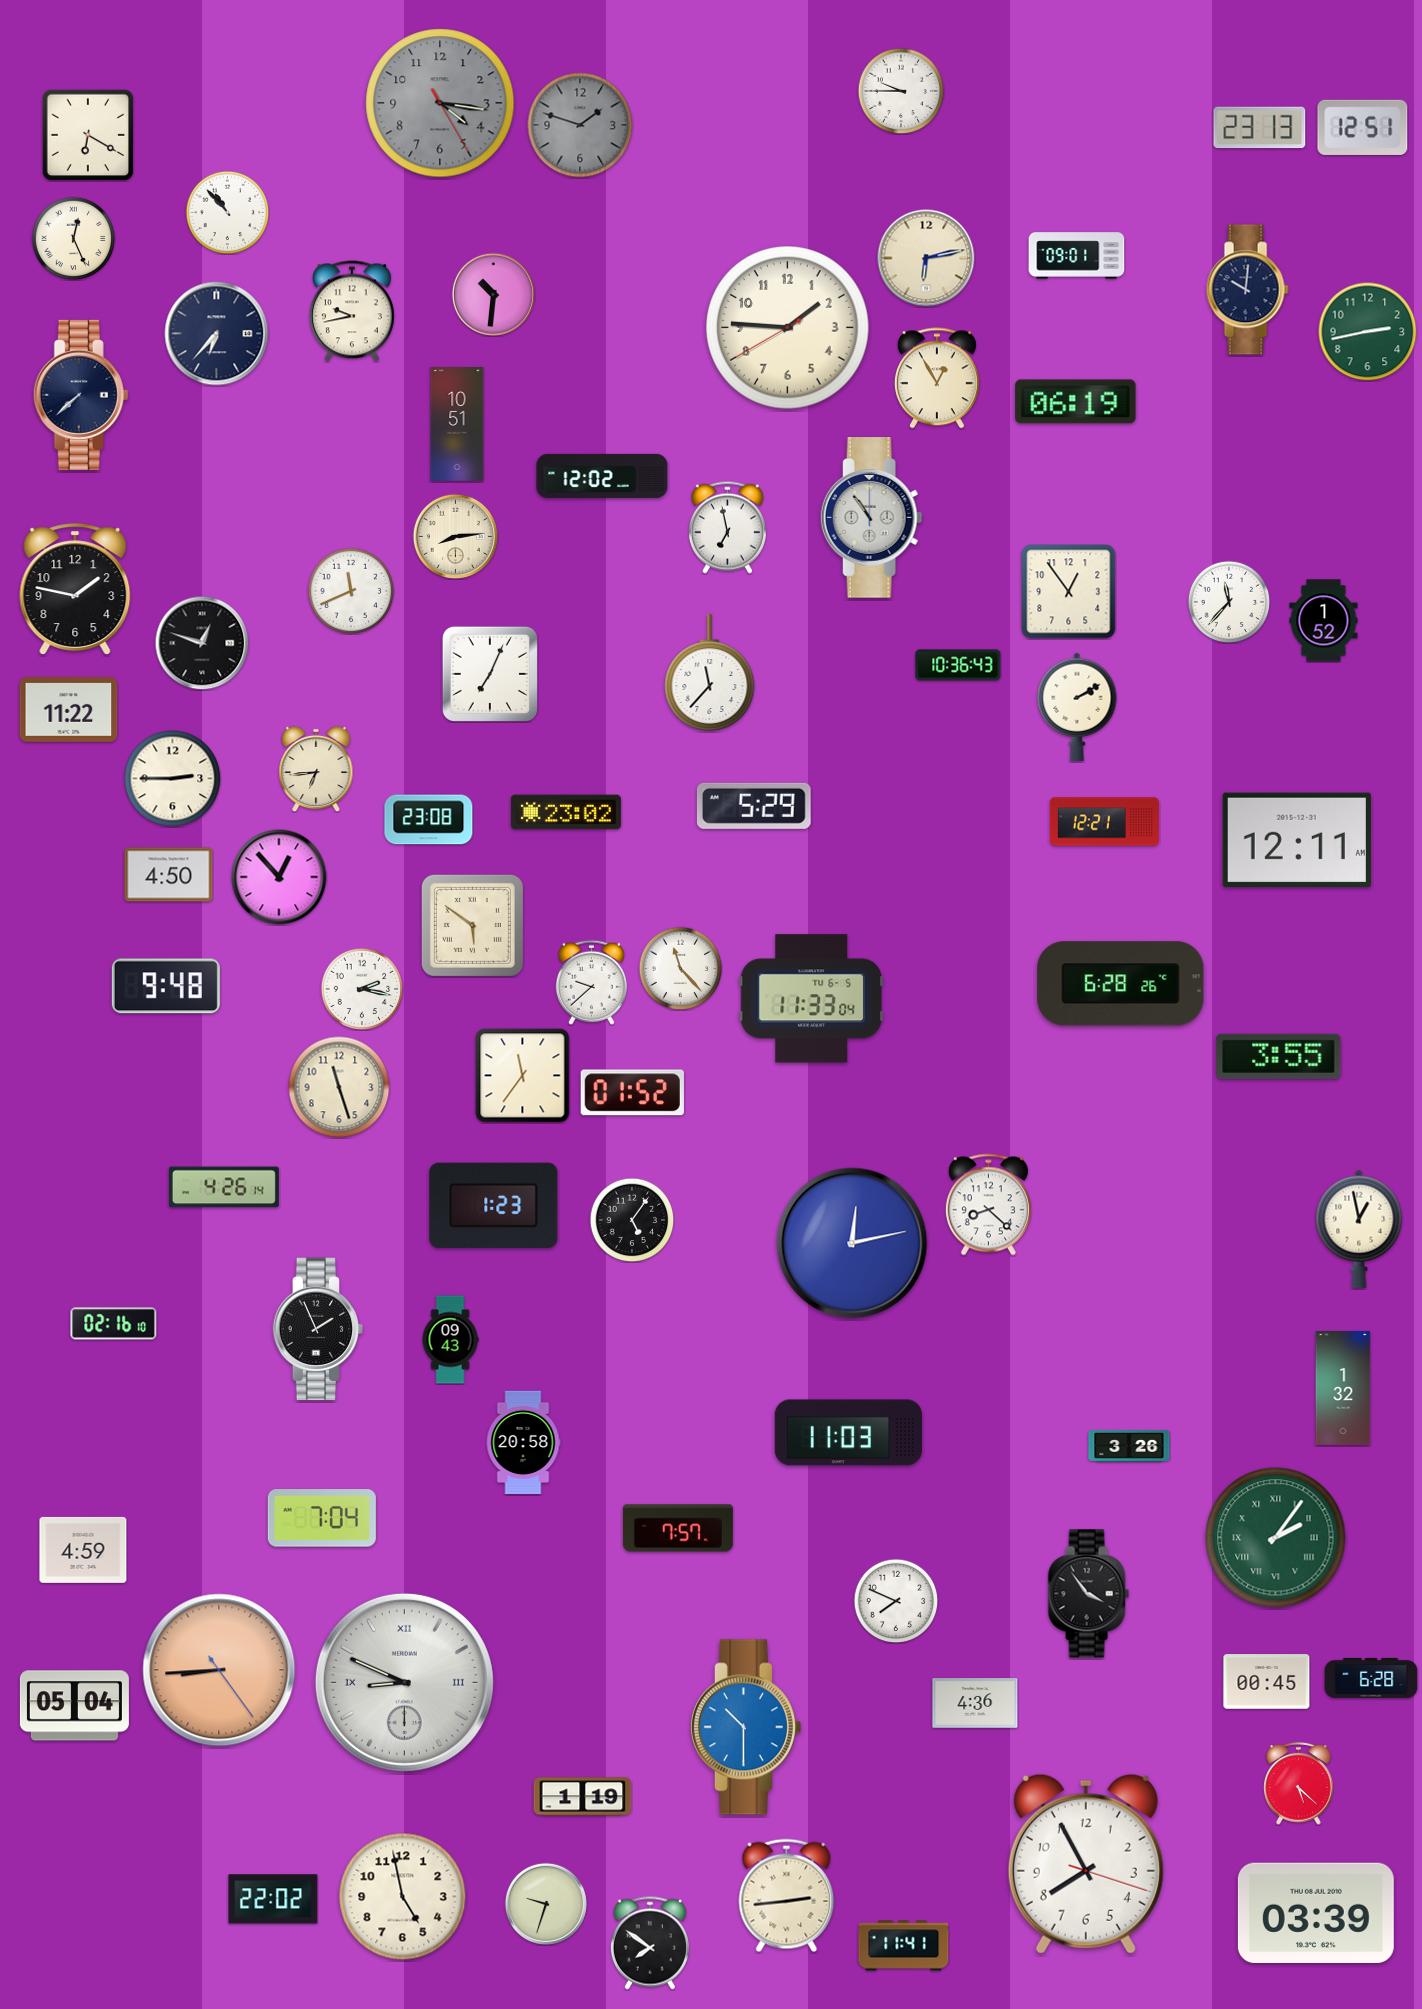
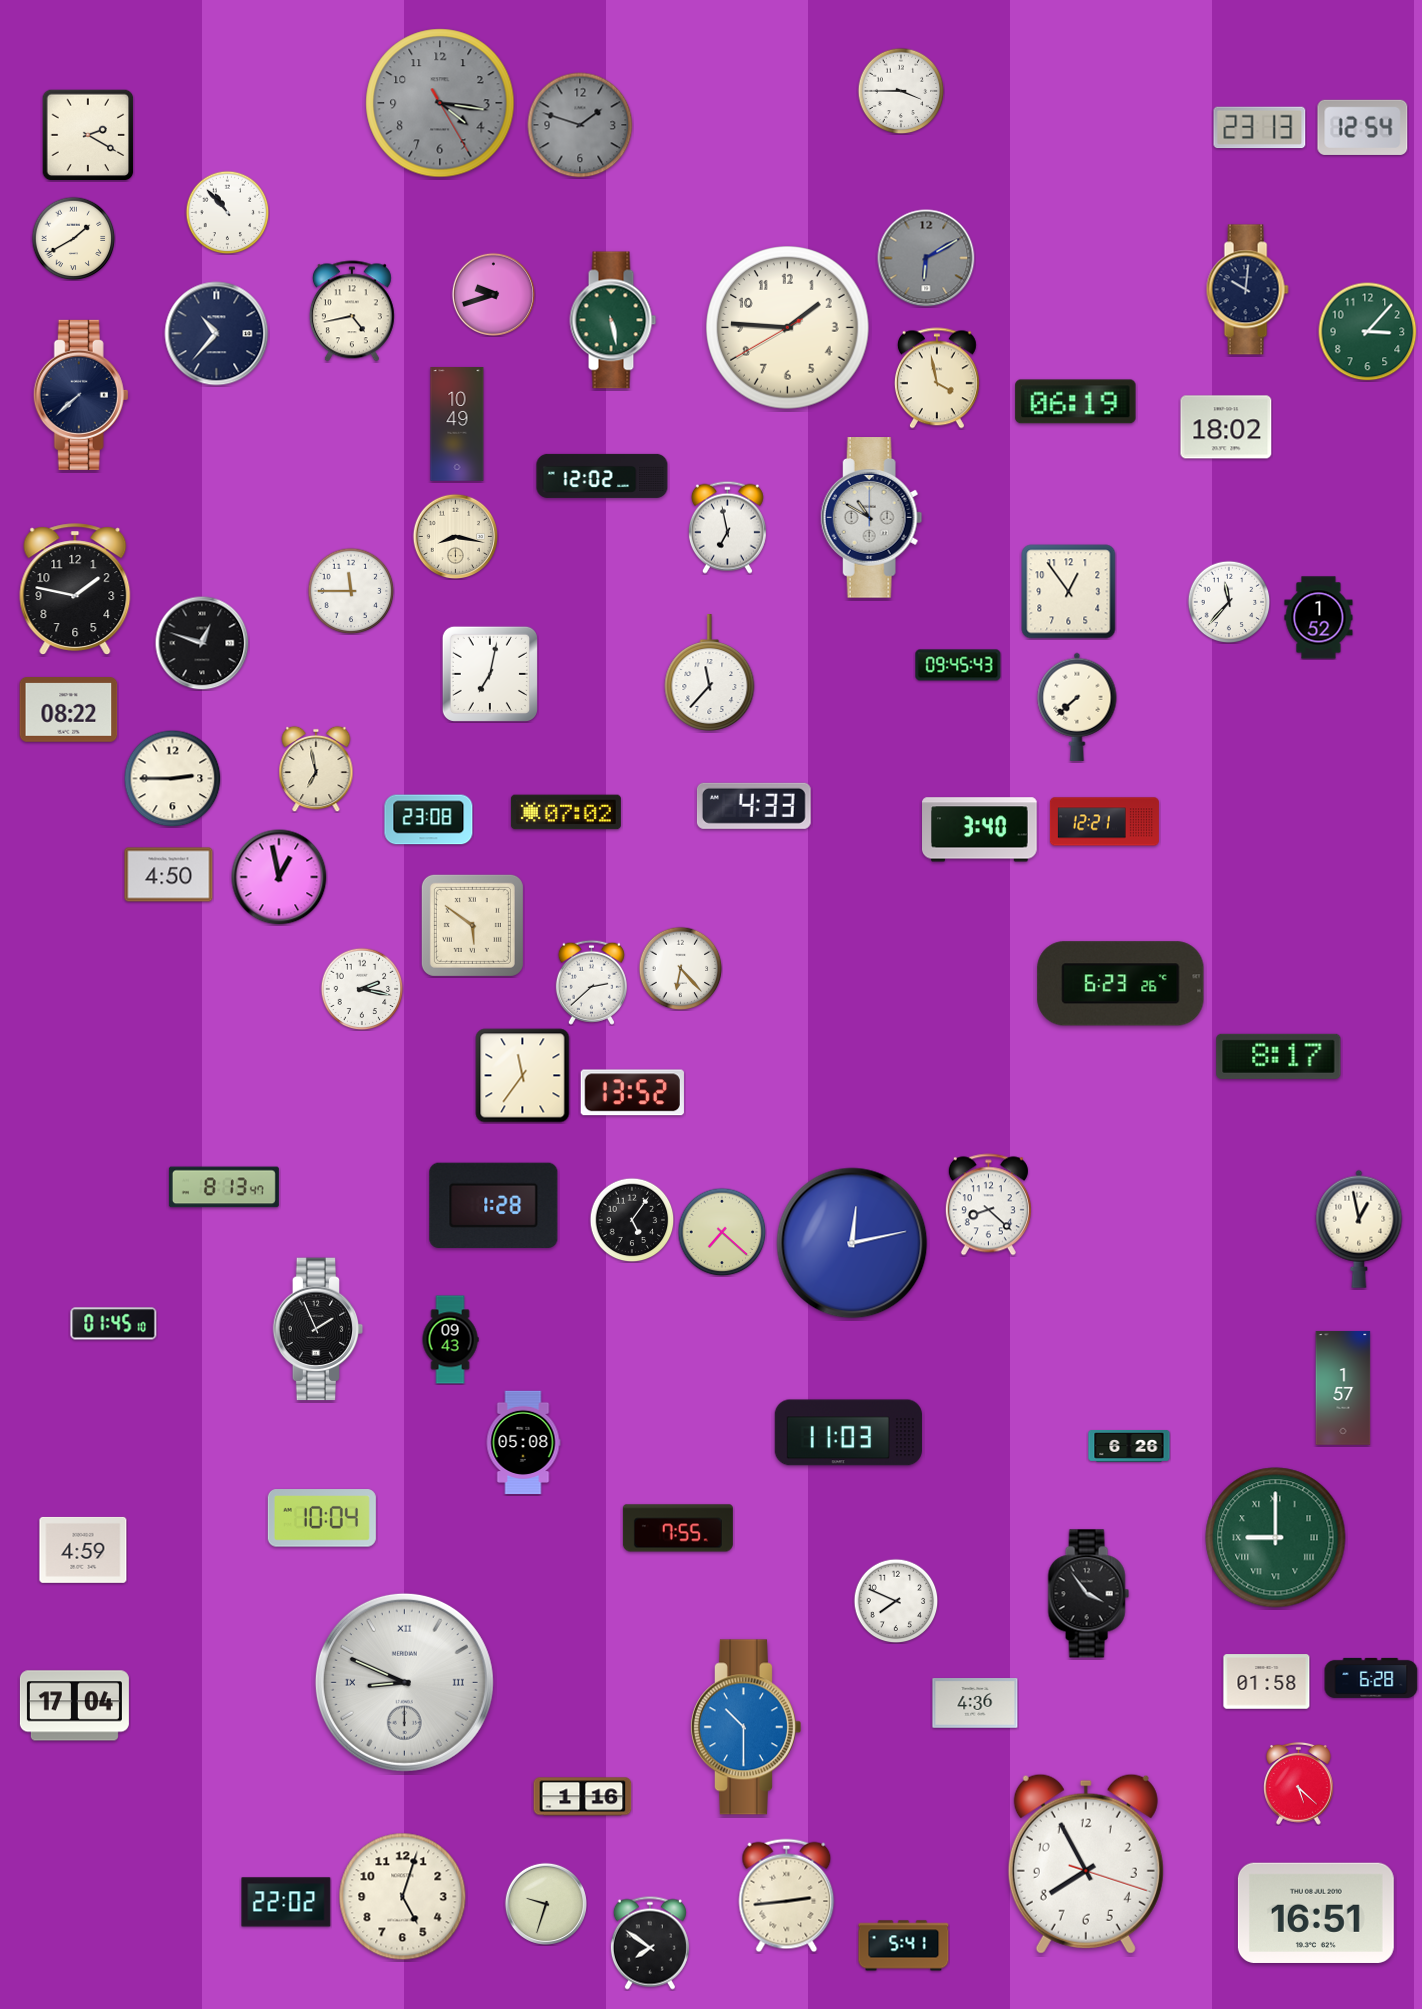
clock at (901, 91): 9:45 -> 3:45
clock at (1363, 127): 12:51 -> 12:54
clock at (88, 135): 6:20 -> 2:20
clock at (73, 238): 12:26 -> 1:40
clock at (1077, 256): 09:01 -> none
clock at (926, 258): 6:13 -> 6:10
clock at (926, 258) dial: cream -> grey
clock at (493, 294): 10:31 -> 9:42
clock at (352, 311): 9:43 -> 4:43
clock at (613, 320): none -> 5:28
clock at (1368, 332): 2:43 -> 3:07
clock at (217, 334): 6:37 -> 10:37
clock at (937, 378): 12:55 -> 3:58
clock at (457, 424): 10:51 -> 10:49
clock at (1226, 427): none -> 18:02
clock at (872, 518): 10:54 -> 10:50
clock at (455, 536): 8:14 -> 8:17
clock at (351, 591): 11:41 -> 11:45
clock at (1324, 621) position: (1324, 621) -> (1319, 618)
clock at (958, 665): 10:36 -> 09:45
clock at (490, 674): 7:04 -> 7:02
clock at (1077, 707): 2:10 -> 7:38
clock at (69, 710): 11:22 -> 08:22
clock at (316, 769): 6:44 -> 6:58
clock at (754, 806): 5:29 -> 4:33
clock at (566, 812): 23:02 -> 07:02
clock at (980, 830): none -> 3:40
clock at (1297, 840): 12:11 -> none
clock at (279, 877): 12:53 -> 12:58
clock at (680, 968): 11:23 -> 6:23
clock at (591, 982): 9:38 -> 2:38
clock at (1121, 984): 6:28 -> 6:23
clock at (166, 986): 9:48 -> none
clock at (811, 999): 11:33 -> none
clock at (1279, 1056): 3:55 -> 8:17
clock at (339, 1087): 11:27 -> none
clock at (632, 1093): 01:52 -> 13:52
clock at (224, 1187): 4:26 -> 8:13
clock at (494, 1205): 1:23 -> 1:28
clock at (722, 1232): none -> 7:22
clock at (114, 1324): 02:16 -> 01:45
clock at (1343, 1388): 1:32 -> 1:57
clock at (523, 1443): 20:58 -> 05:08
clock at (1129, 1447): 3:26 -> 6:26
clock at (322, 1518): 7:04 -> 10:04
clock at (678, 1528): 7:57 -> 7:55
clock at (1276, 1538): 2:06 -> 9:00
clock at (219, 1670): 8:44 -> none
clock at (1267, 1682): 00:45 -> 01:58
clock at (74, 1706): 05:04 -> 17:04
clock at (583, 1797): 1:19 -> 1:16
clock at (403, 1897): 4:58 -> 5:03
clock at (273, 1899) position: (273, 1899) -> (286, 1902)
clock at (1316, 1913): 03:39 -> 16:51
clock at (904, 1946): 11:41 -> 5:41
